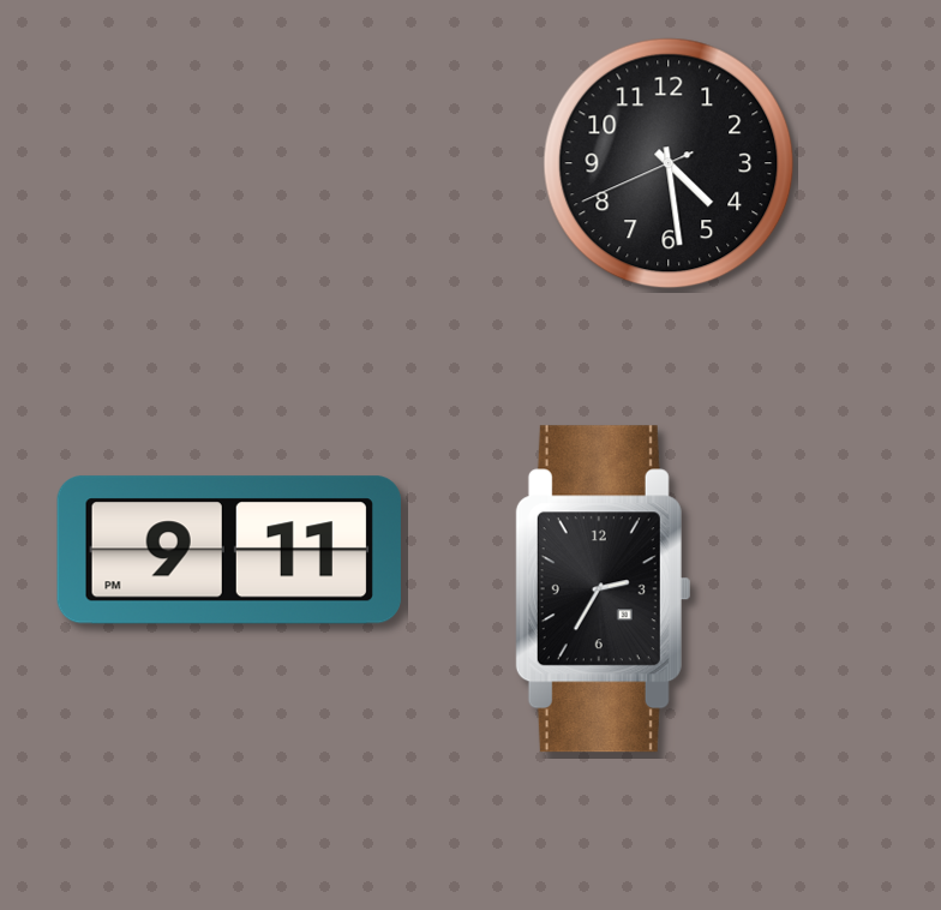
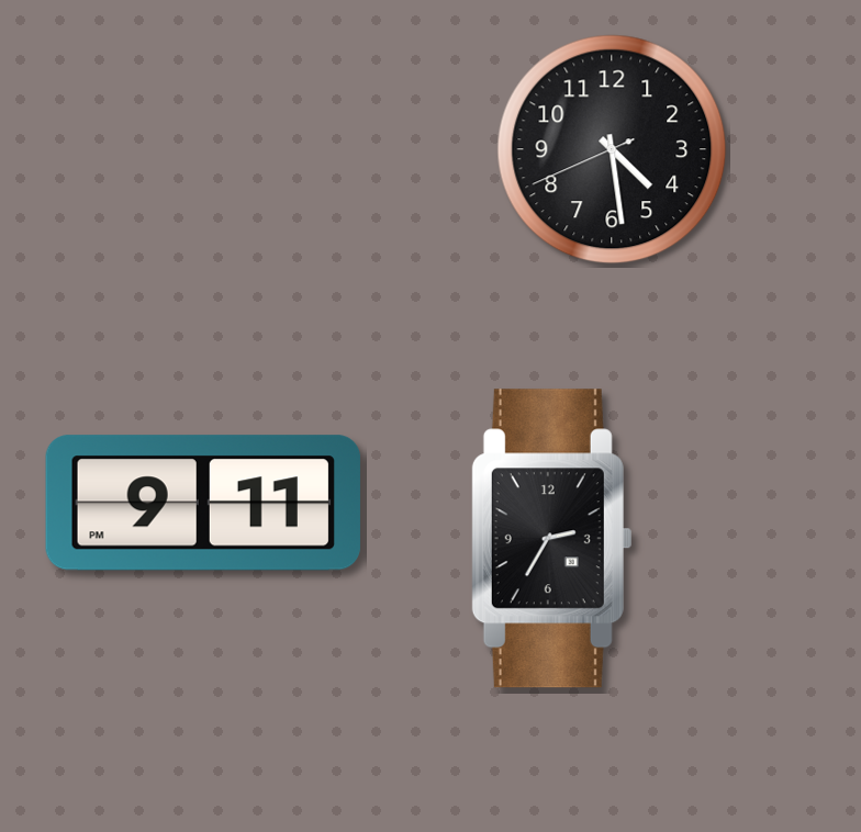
clock at (229, 550) position: (229, 550) -> (203, 503)
